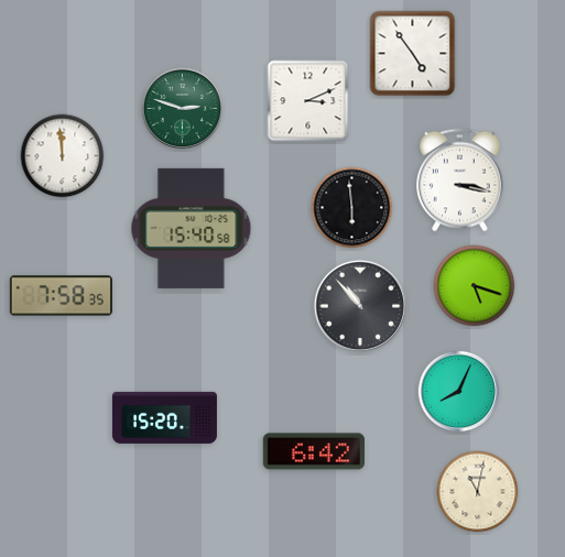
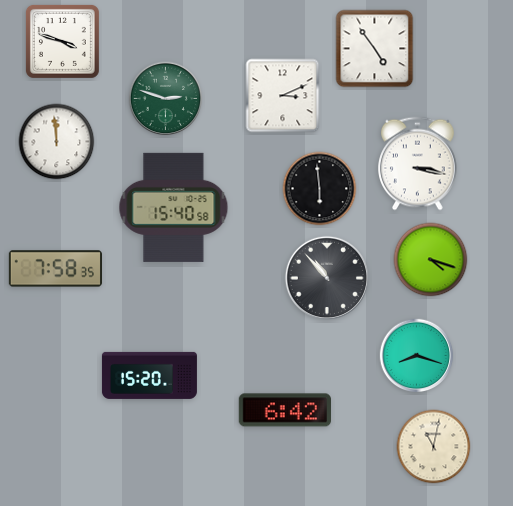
clock at (62, 41): none -> 3:48
clock at (308, 101) position: (308, 101) -> (283, 96)
clock at (475, 286): 5:18 -> 4:18
clock at (459, 392): 8:04 -> 8:18
clock at (164, 417) position: (164, 417) -> (149, 375)
